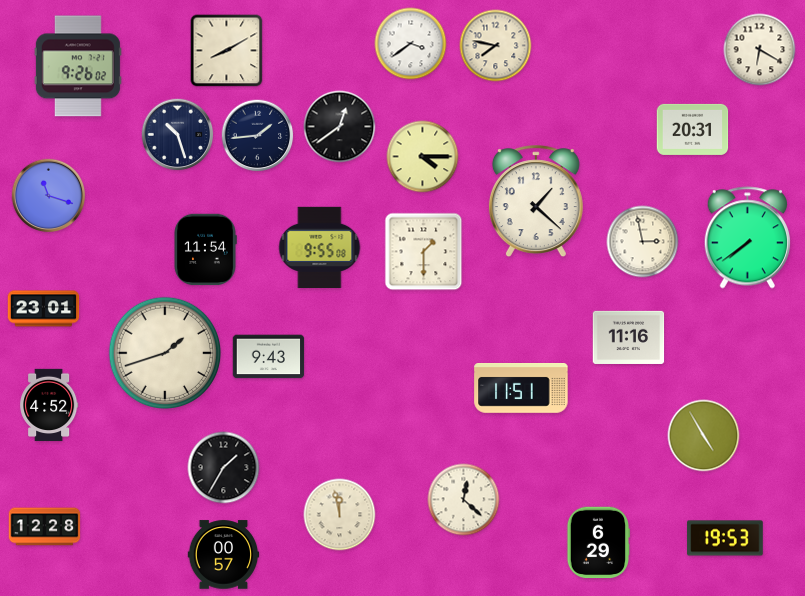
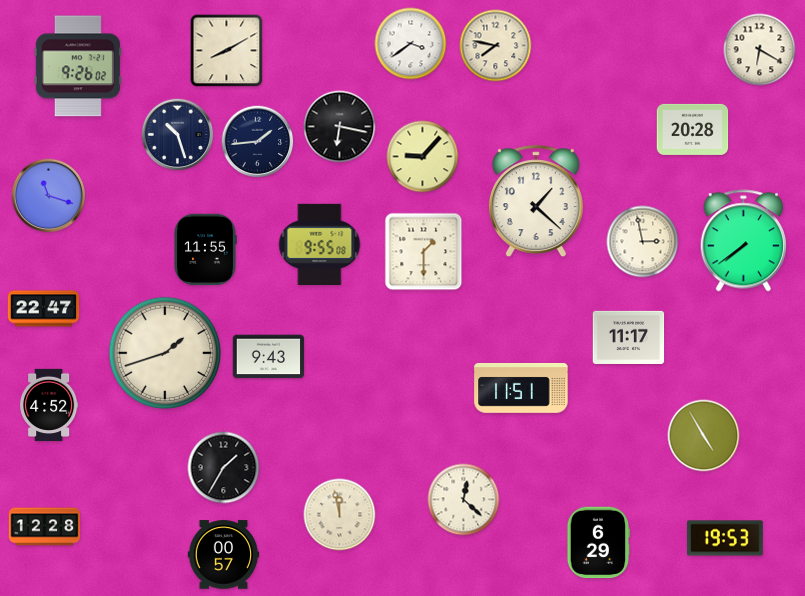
clock at (340, 127): 12:39 -> 6:17
clock at (693, 129): 20:31 -> 20:28
clock at (258, 136) position: (258, 136) -> (258, 142)
clock at (423, 157): 4:15 -> 9:07
clock at (747, 238) position: (747, 238) -> (743, 241)
clock at (320, 247) position: (320, 247) -> (320, 244)
clock at (205, 250): 11:54 -> 11:55
clock at (44, 309): 23:01 -> 22:47
clock at (629, 337): 11:16 -> 11:17
